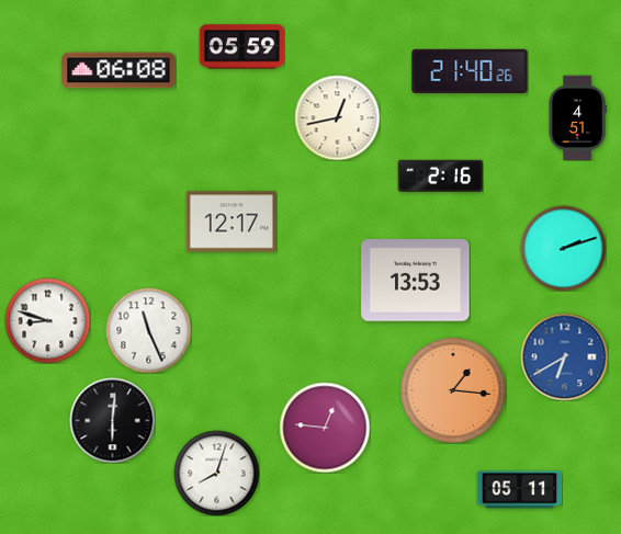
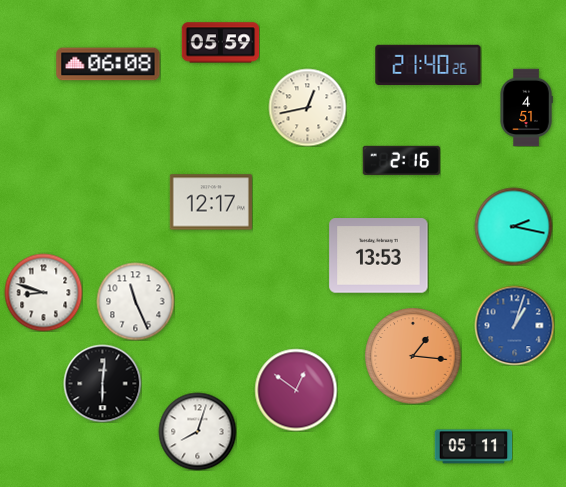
clock at (563, 248): 2:12 -> 2:17
clock at (564, 356): 6:40 -> 1:03
clock at (325, 428): 12:46 -> 12:51
